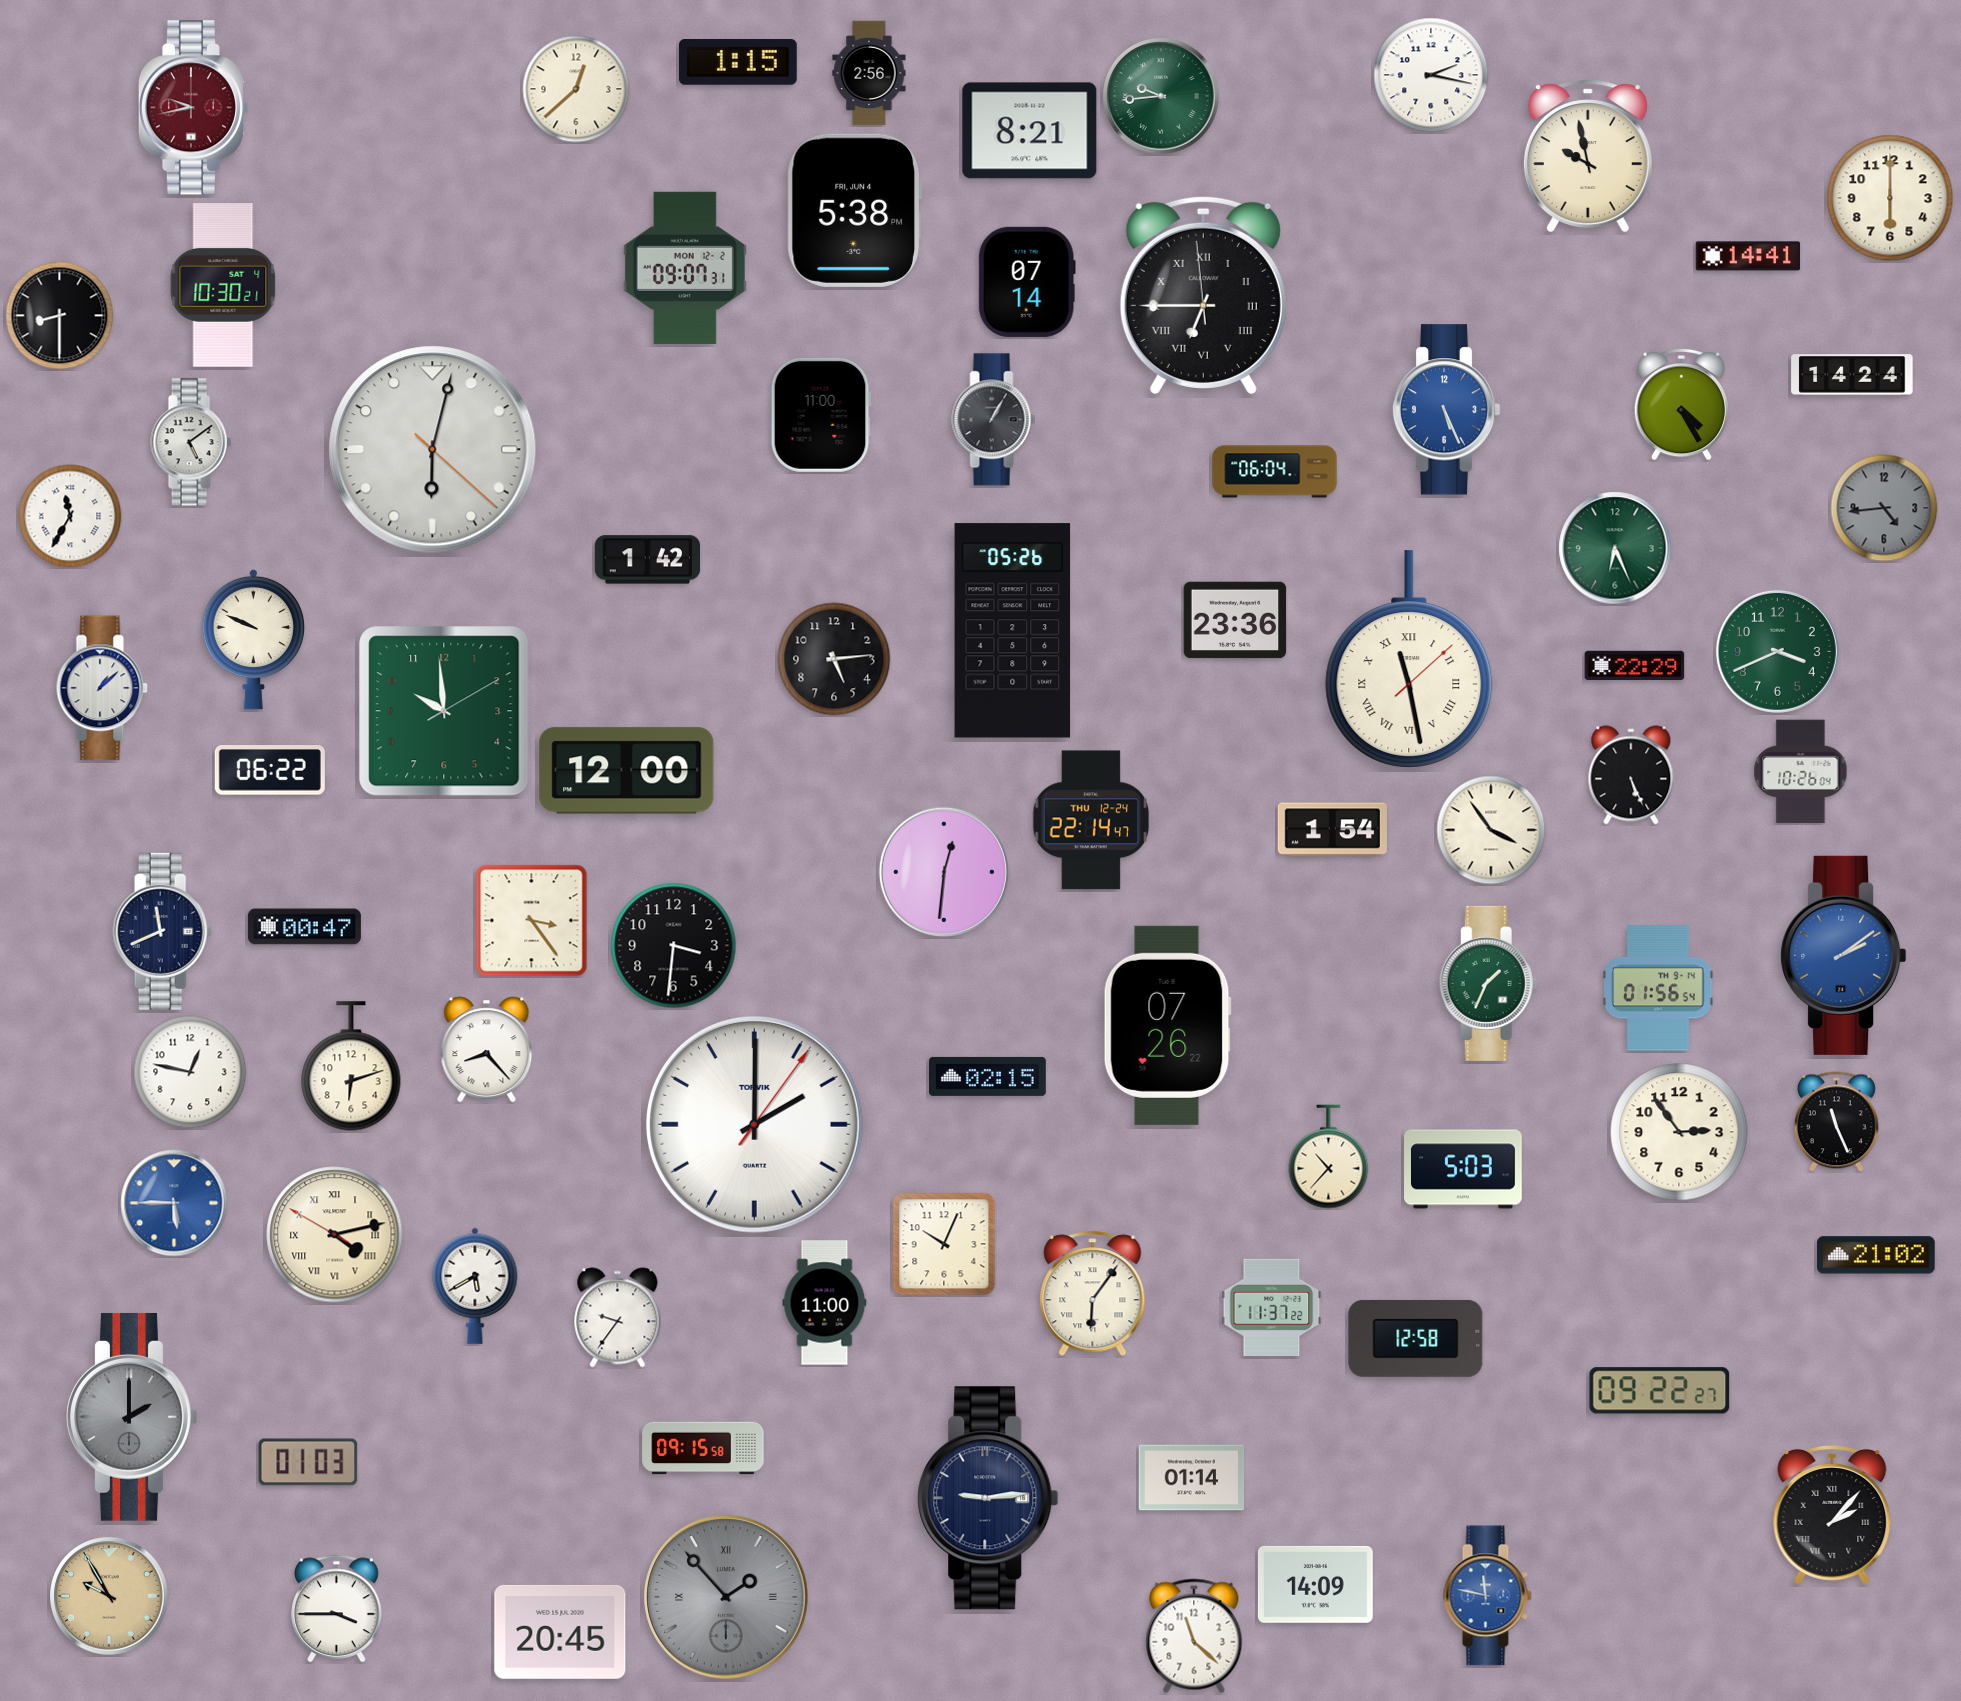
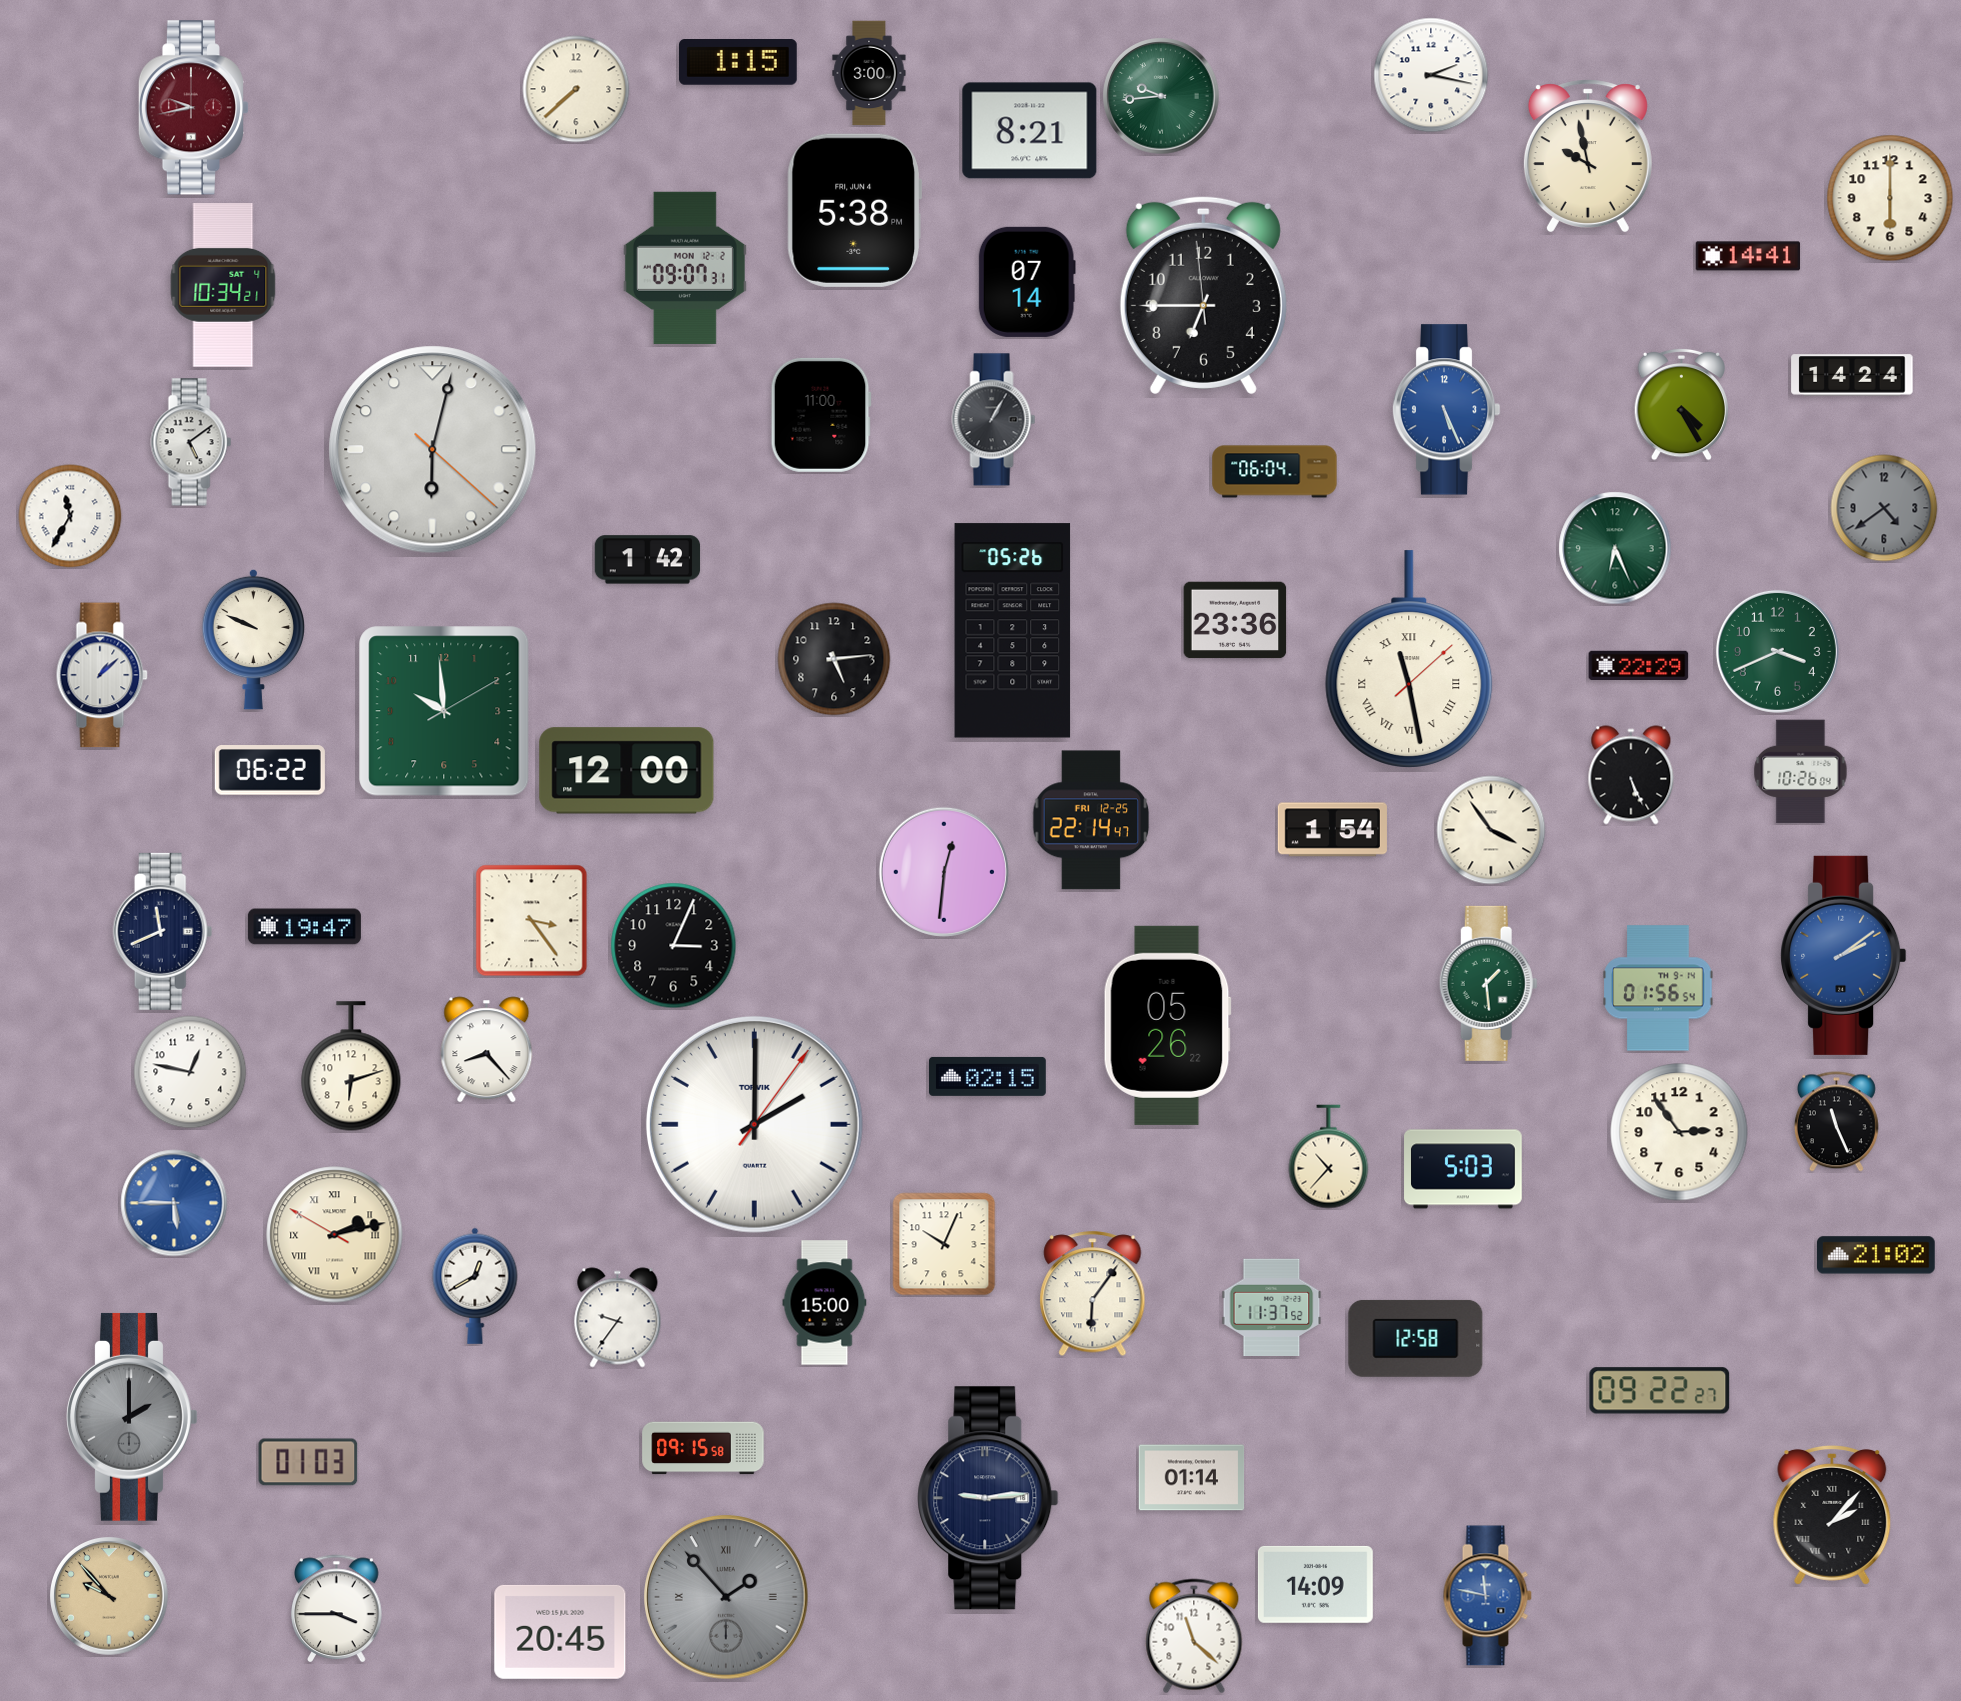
clock at (869, 73): 2:56 -> 3:00
clock at (576, 89): 12:38 -> 7:38
clock at (223, 286): 10:30 -> 10:34
clock at (1203, 295) numerals: Roman -> Arabic
clock at (60, 316): 8:30 -> none
clock at (1884, 508): 4:44 -> 4:39
clock at (1635, 665) position: (1635, 665) -> (1639, 665)
clock at (102, 688) position: (102, 688) -> (102, 675)
clock at (1091, 820) date: THU 12-24 -> FRI 12-25
clock at (304, 927): 00:47 -> 19:47
clock at (674, 946): 3:31 -> 3:04
clock at (1488, 983): 1:34 -> 1:29
clock at (1167, 1025): 07:26 -> 05:26
clock at (335, 1235): 4:12 -> 2:12
clock at (475, 1286): 5:40 -> 12:40
clock at (825, 1303): 11:00 -> 15:00
clock at (1272, 1307): 11:37:22 -> 11:37:52
clock at (110, 1597): 9:55 -> 9:53
